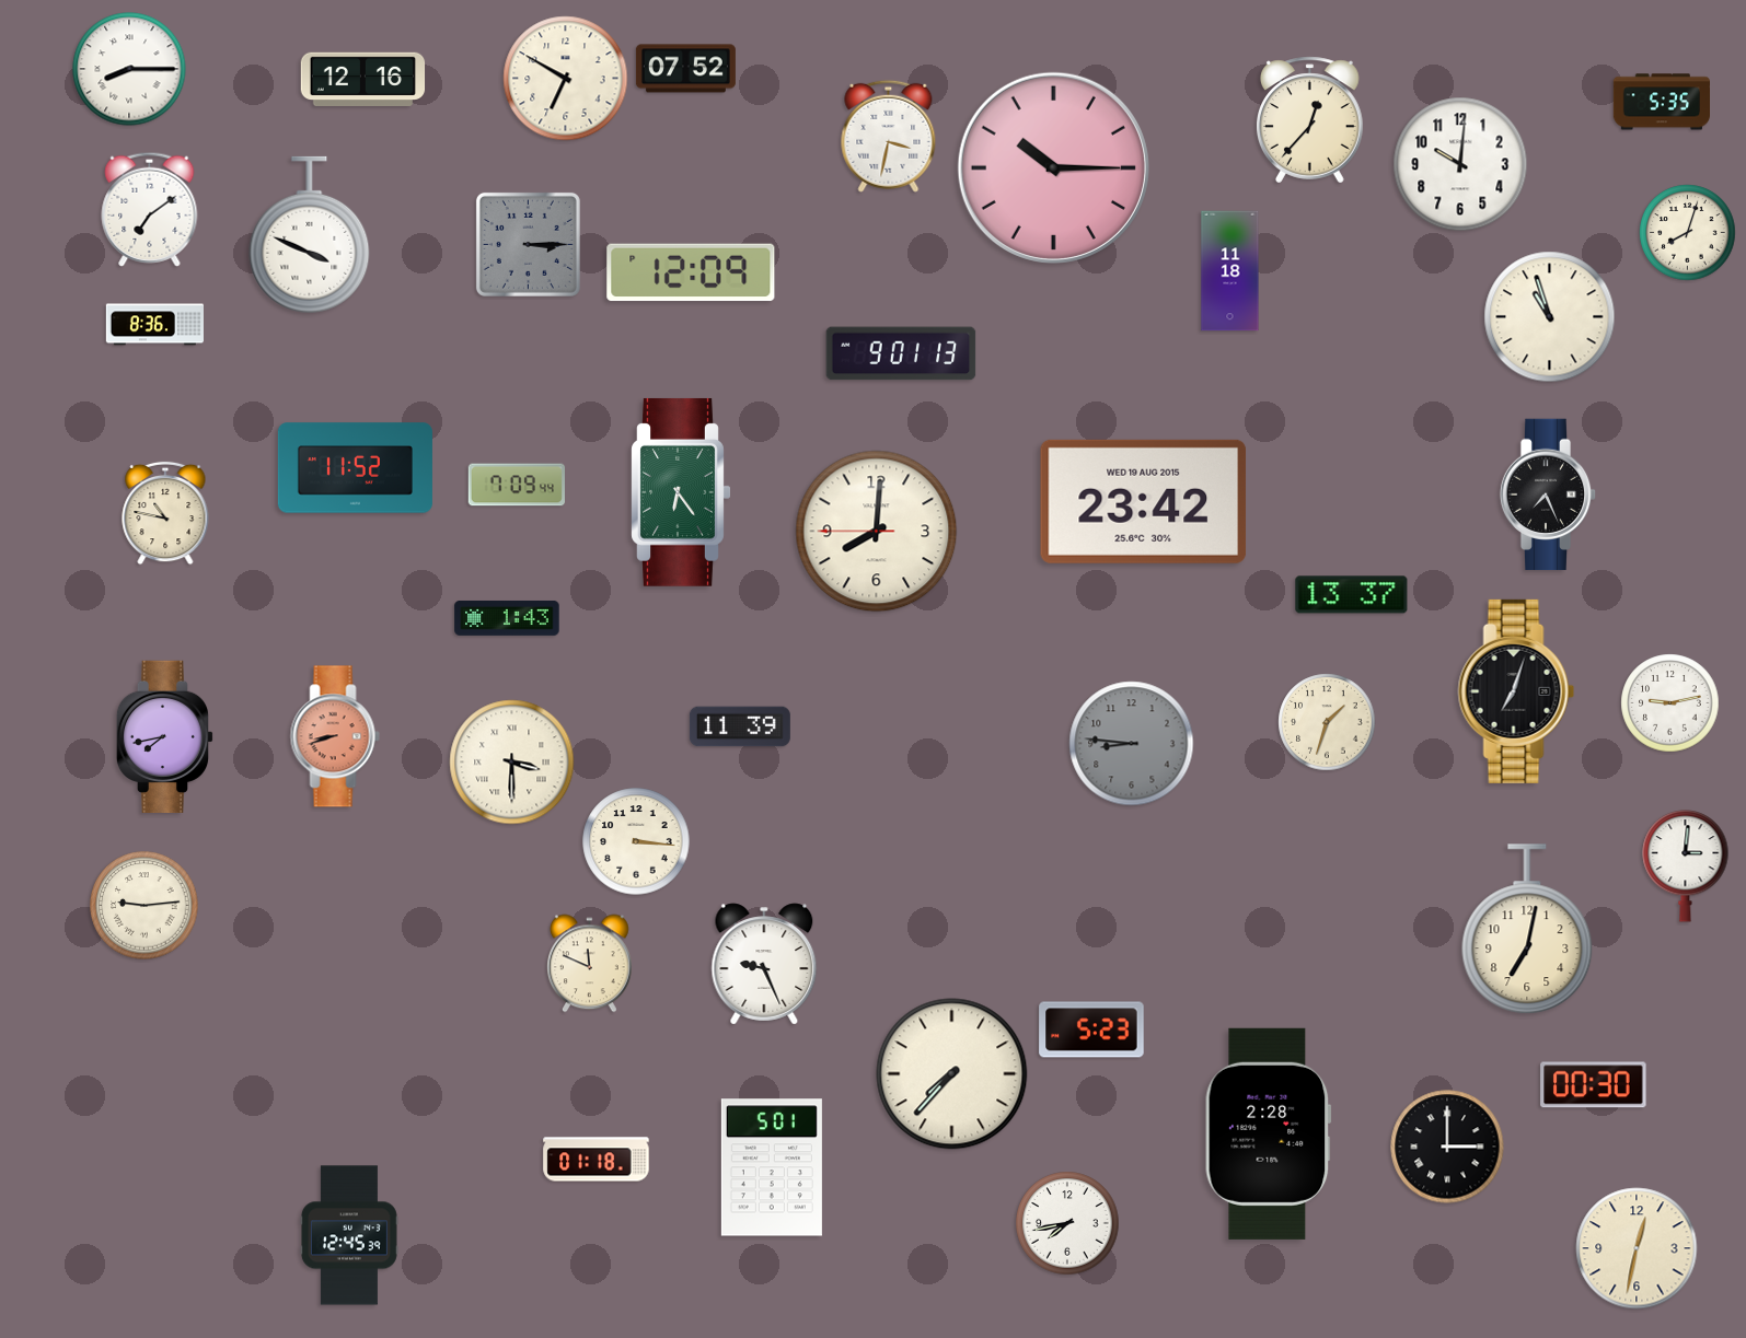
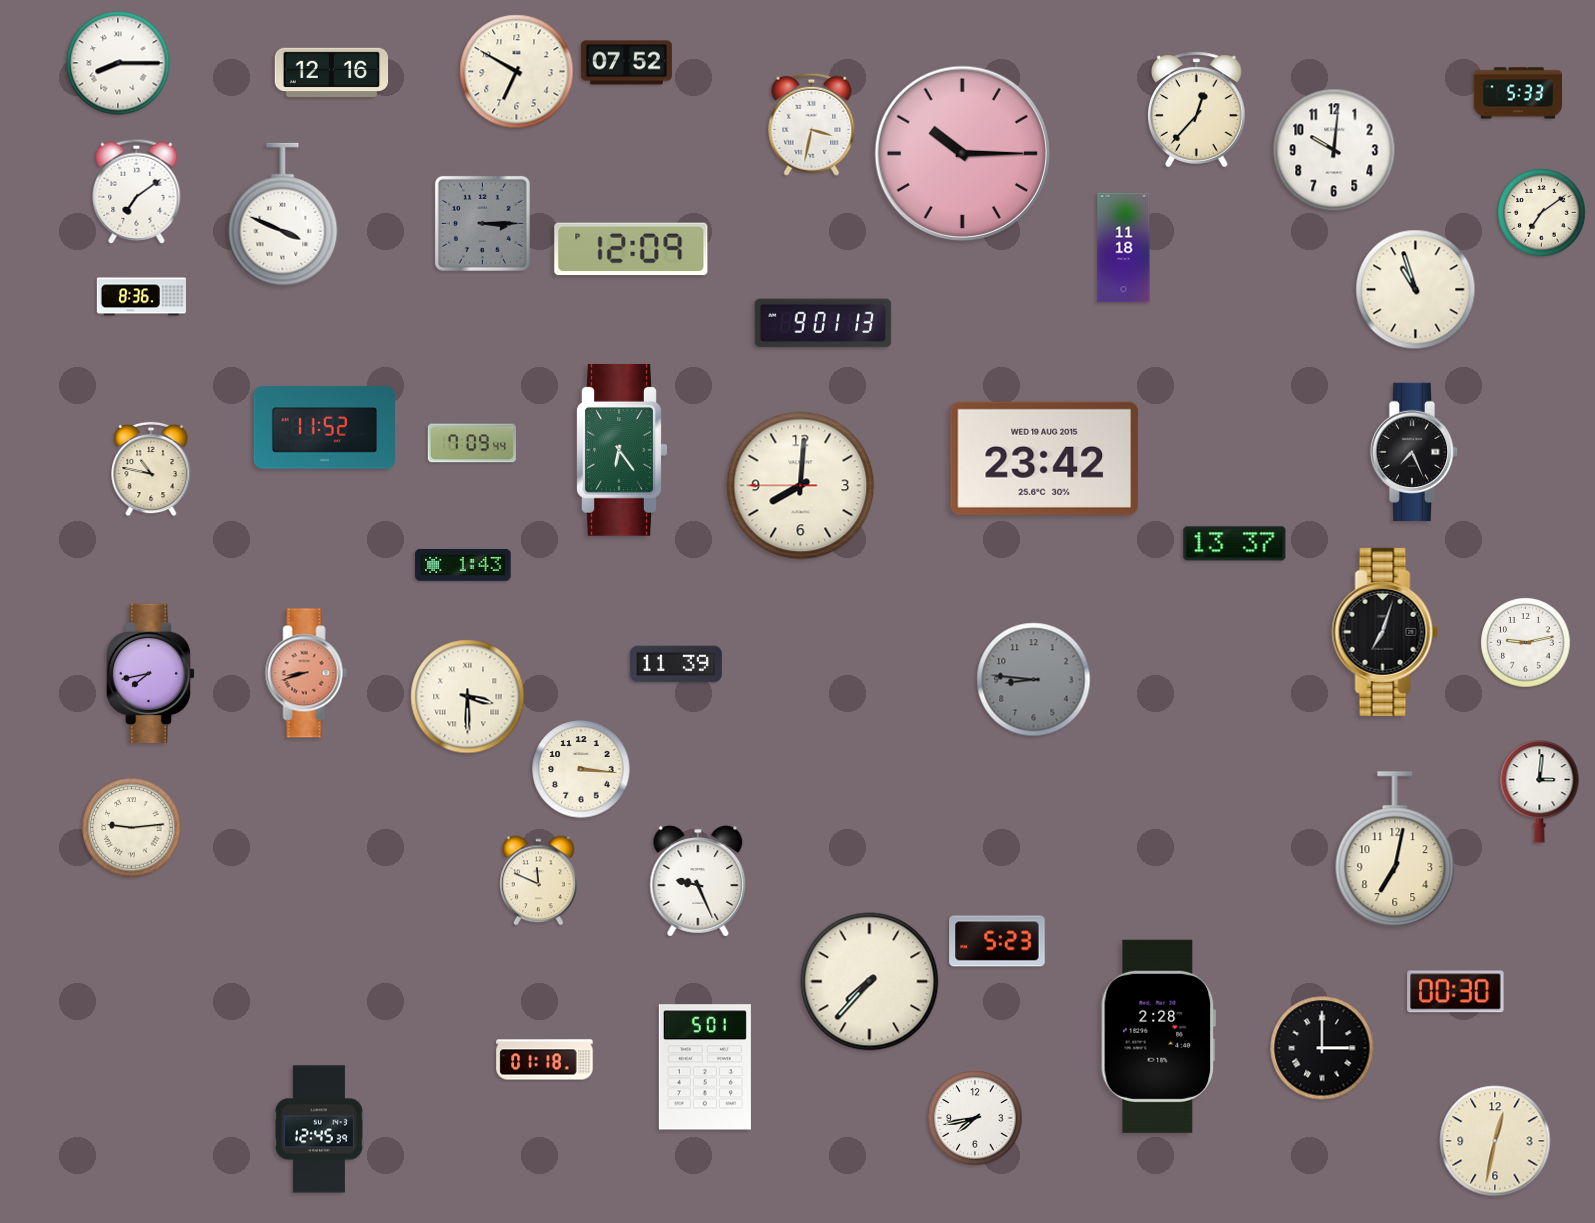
clock at (1661, 102): 5:35 -> 5:33
clock at (1688, 233): 8:03 -> 7:09
clock at (1327, 722): 1:33 -> none
